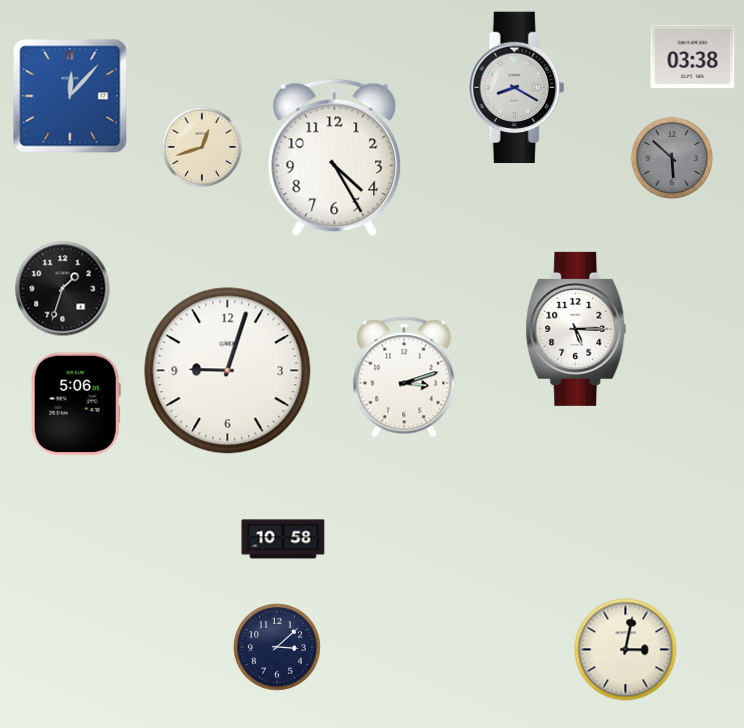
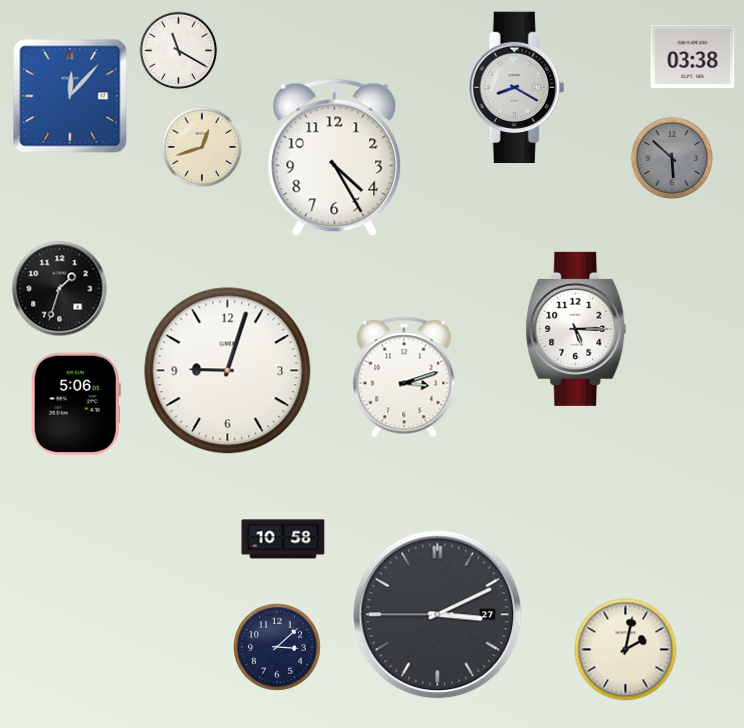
clock at (179, 51): none -> 11:20
clock at (63, 289) position: (63, 289) -> (60, 289)
clock at (438, 615): none -> 3:10
clock at (626, 650): 3:02 -> 2:02
